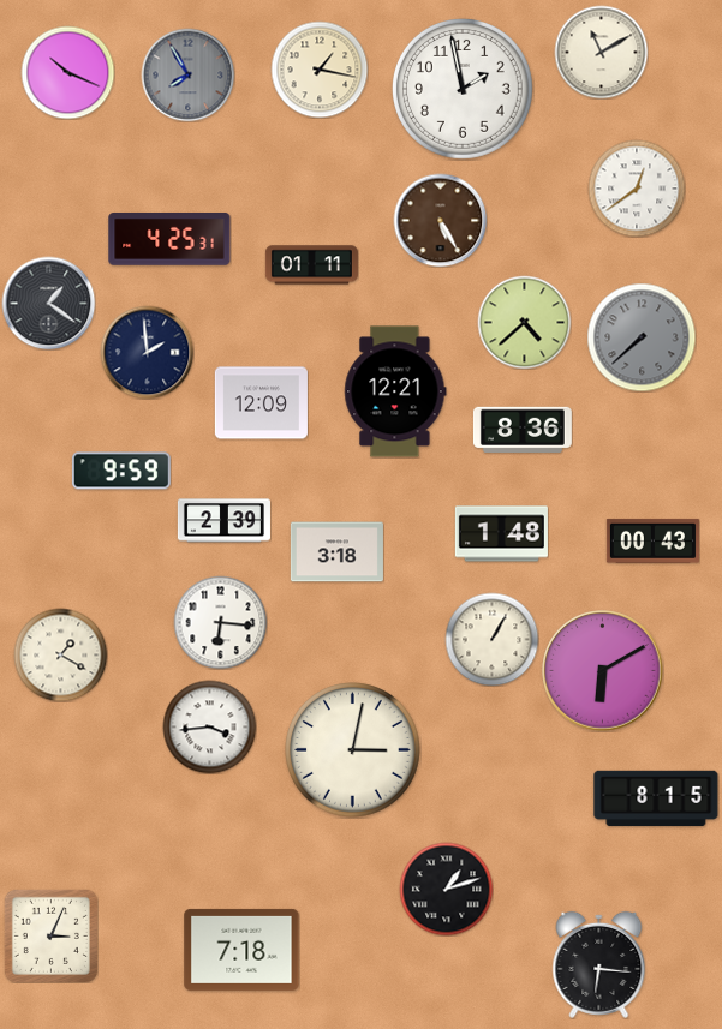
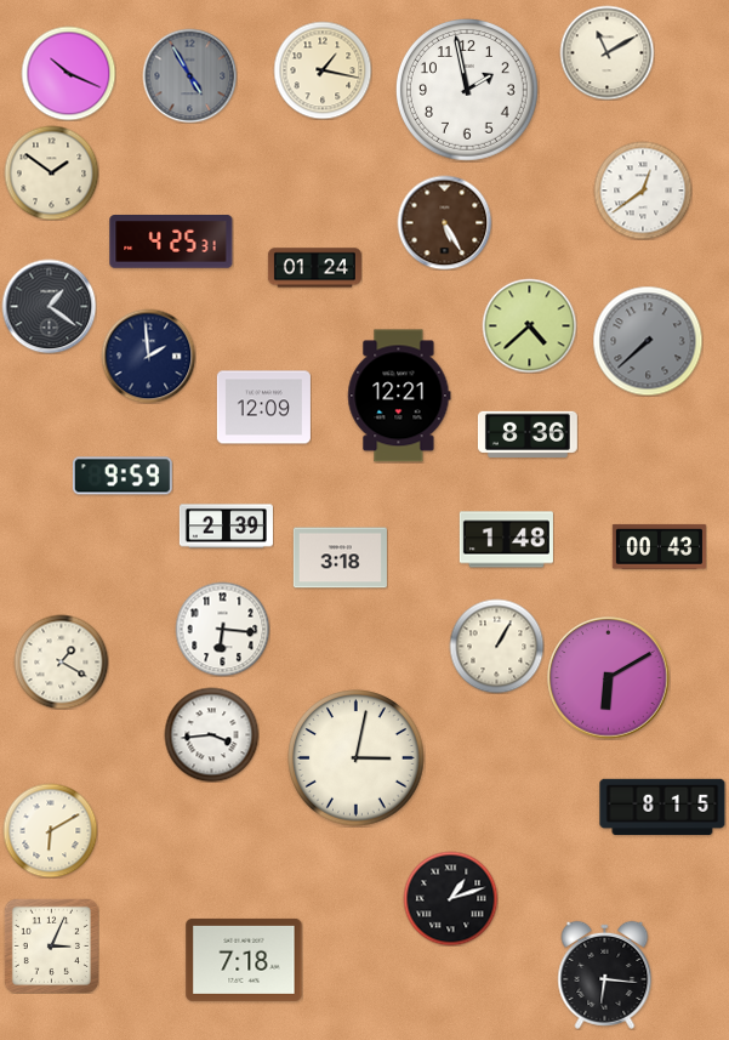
clock at (187, 74): 7:55 -> 4:55
clock at (51, 172): none -> 1:51
clock at (311, 265): 01:11 -> 01:24
clock at (50, 830): none -> 6:10
